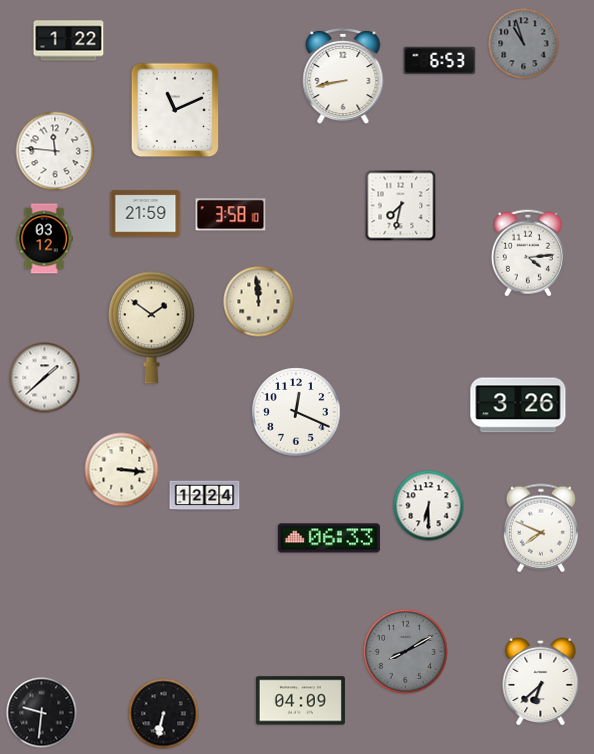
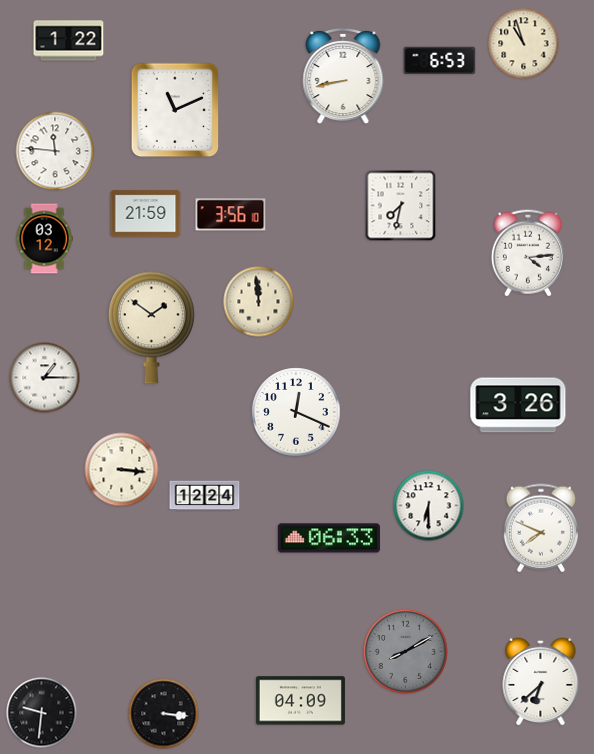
clock at (524, 44) dial: grey -> cream
clock at (231, 215): 3:58 -> 3:56
clock at (45, 378): 1:38 -> 1:15
clock at (164, 714): 6:32 -> 3:16
